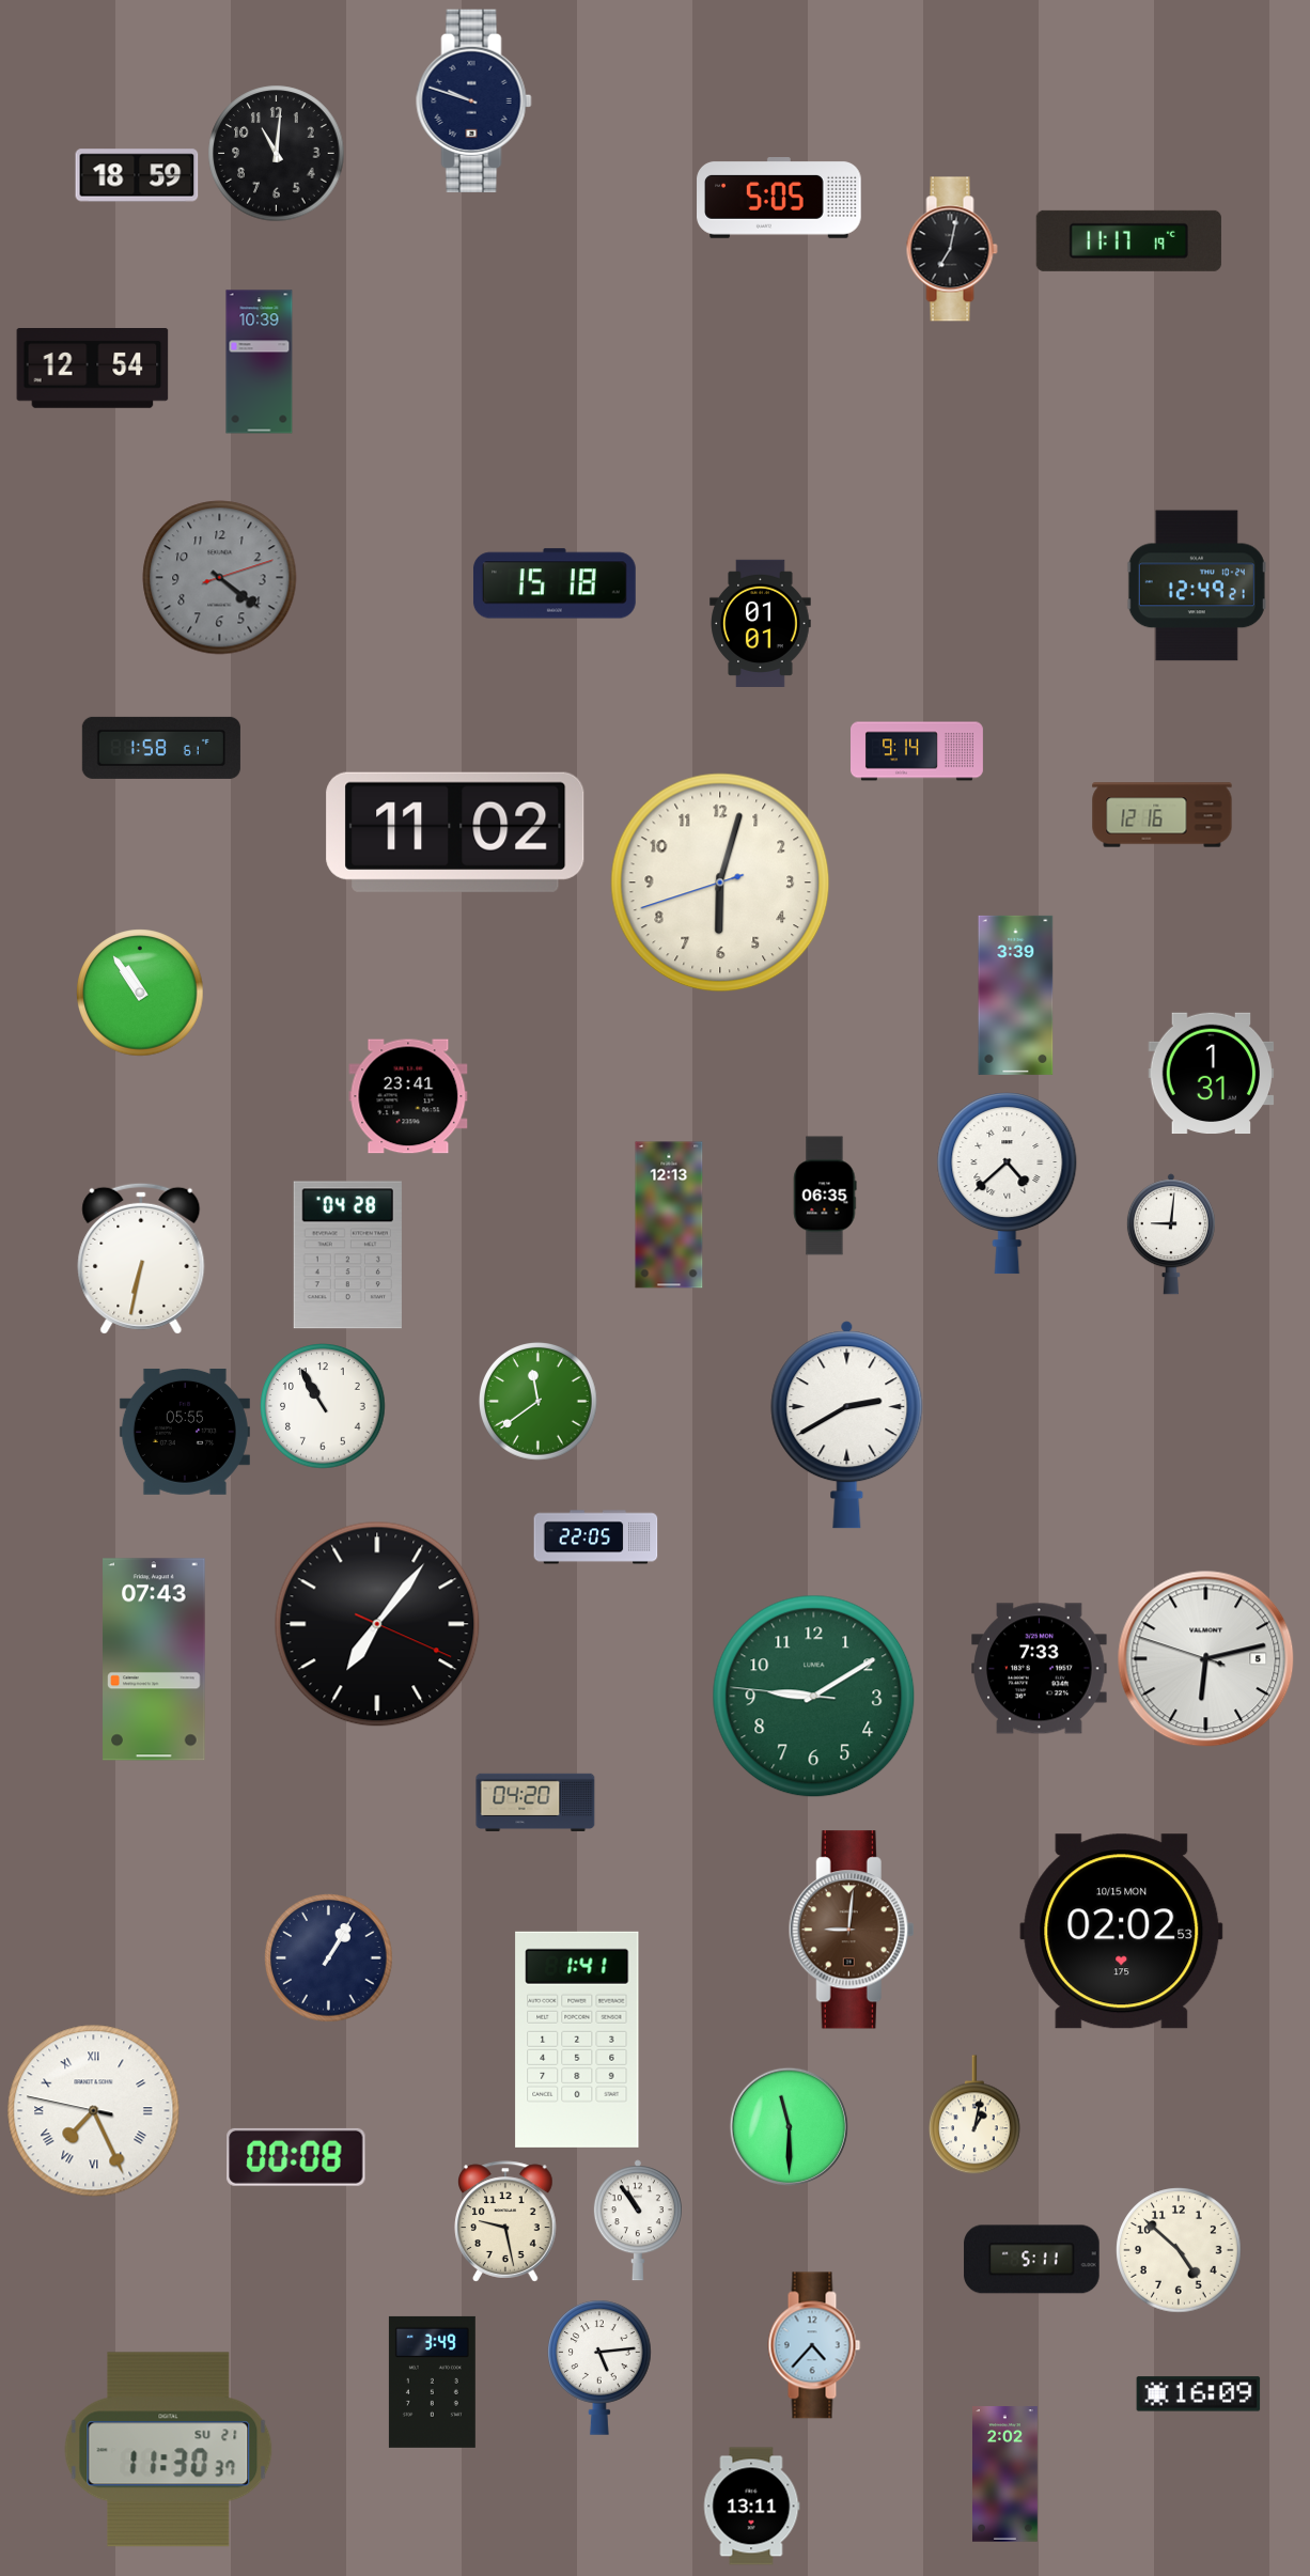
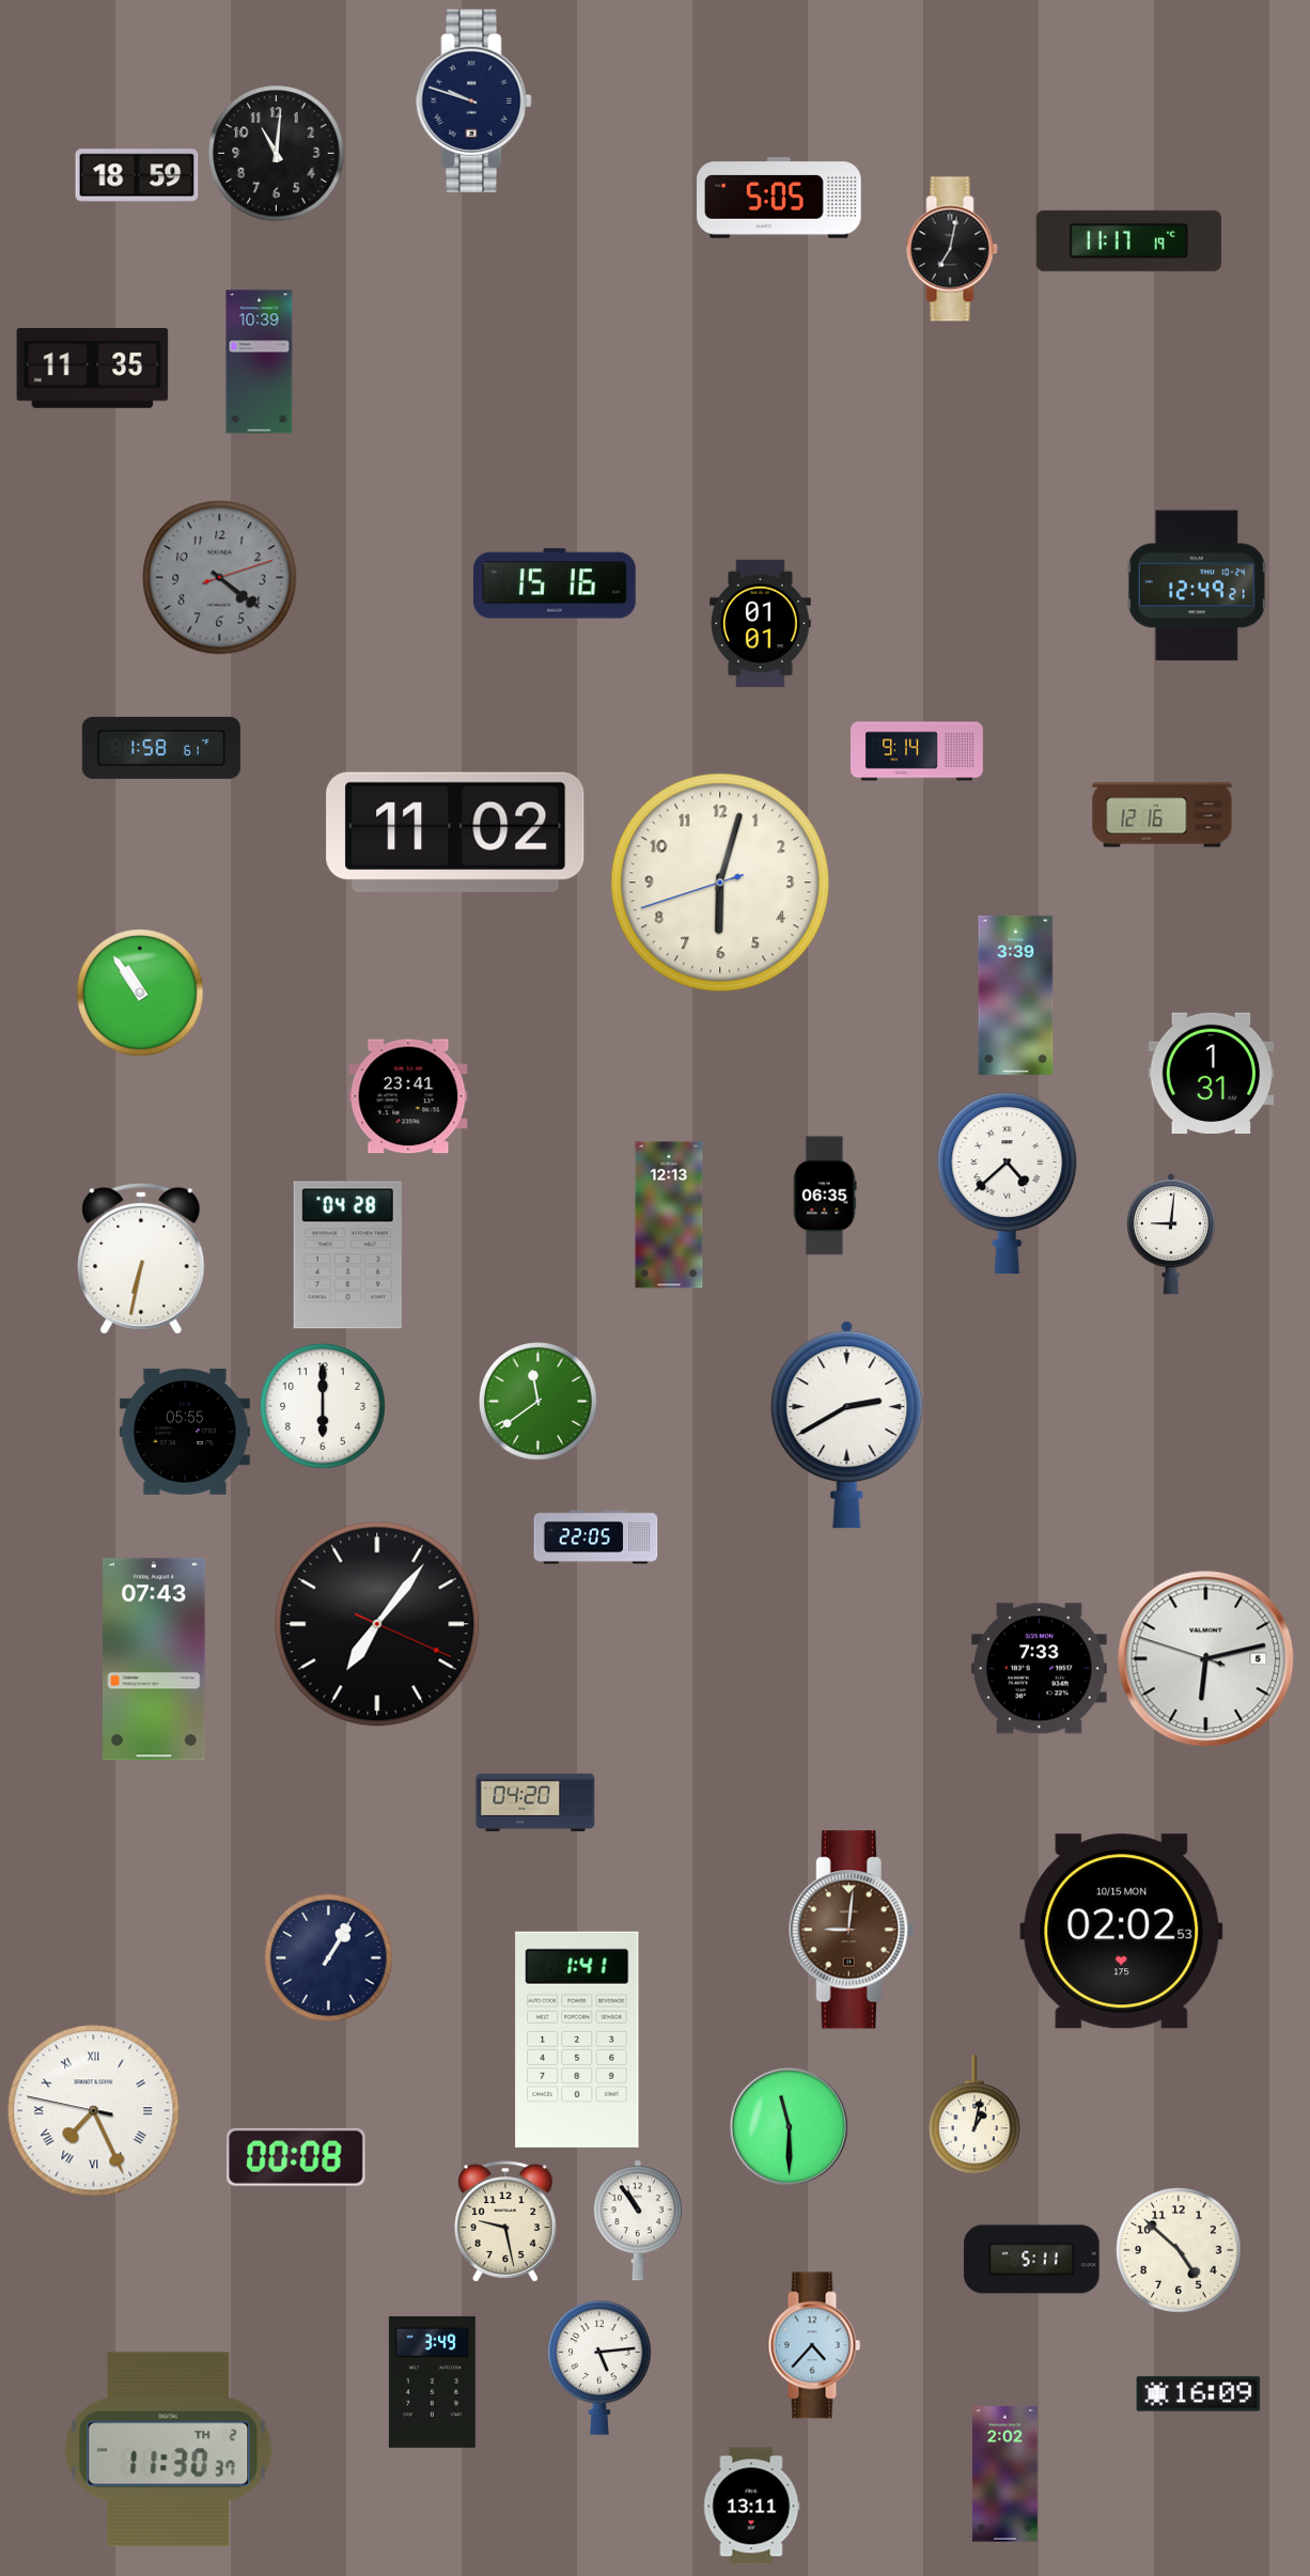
clock at (93, 369): 12:54 -> 11:35
clock at (555, 583): 15:18 -> 15:16
clock at (323, 1406): 10:55 -> 6:00
clock at (814, 1697): 9:09 -> none
clock at (169, 2450) date: SU 21 -> TH 2
